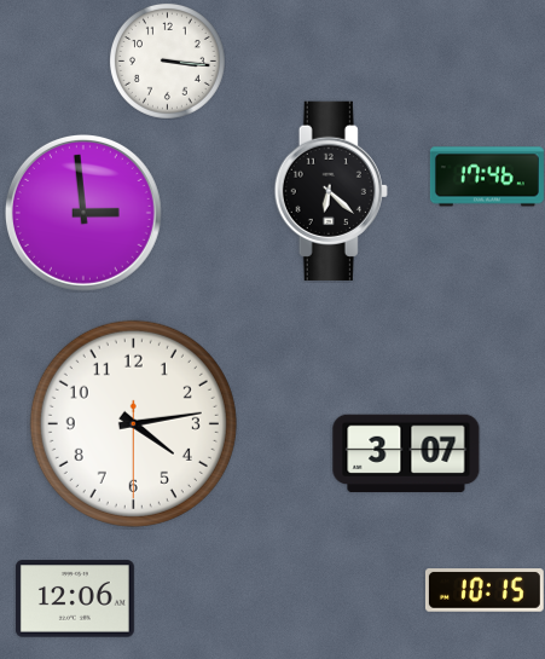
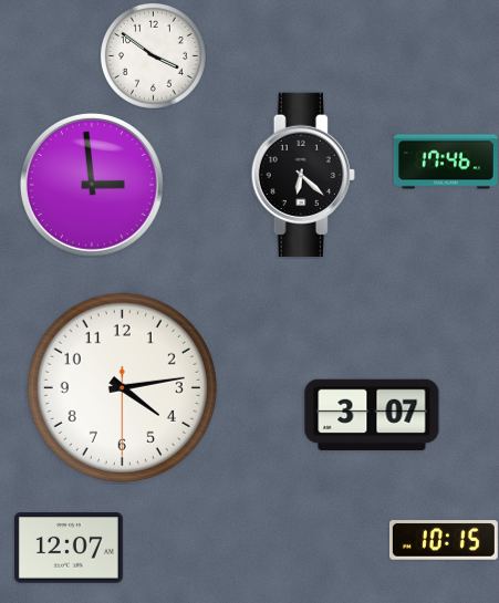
clock at (167, 60): 3:16 -> 3:51
clock at (83, 213) position: (83, 213) -> (92, 185)
clock at (75, 599): 12:06 -> 12:07
